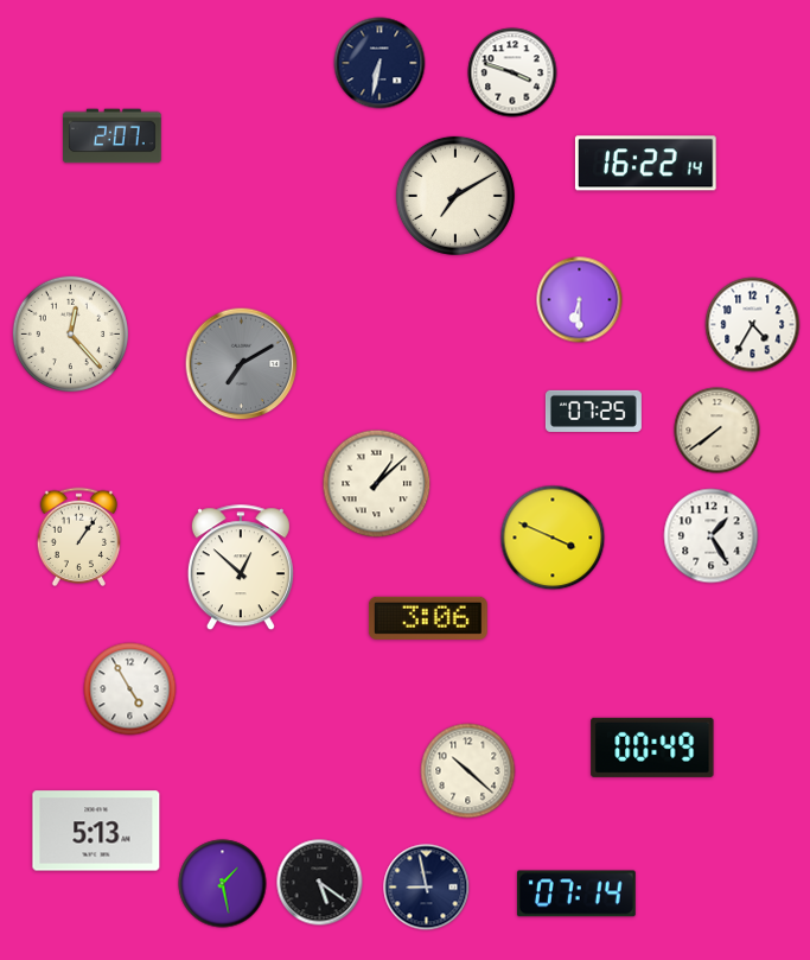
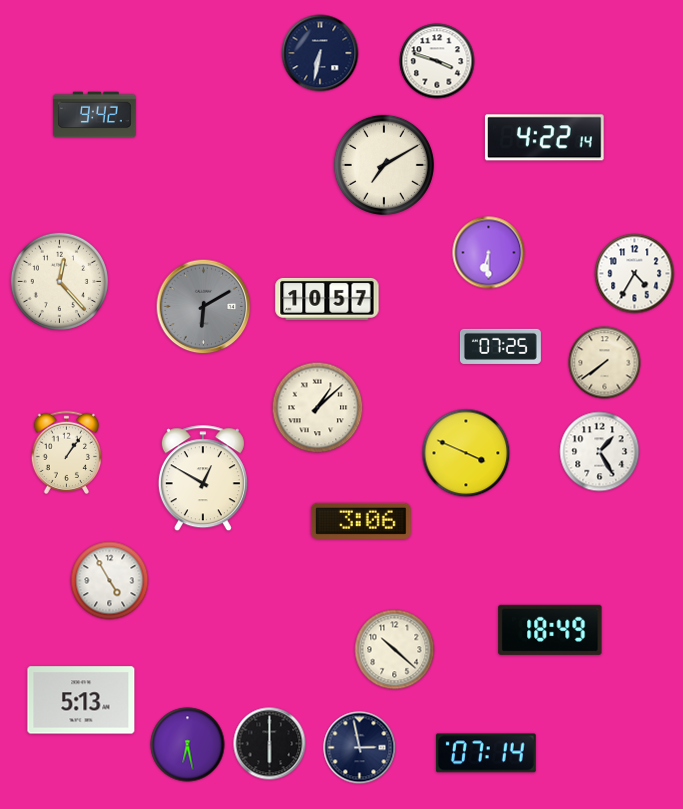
clock at (512, 72) position: (512, 72) -> (437, 61)
clock at (113, 136): 2:07 -> 9:42
clock at (645, 164): 16:22 -> 4:22
clock at (327, 299): none -> 10:57
clock at (242, 364): 7:10 -> 6:10
clock at (241, 568): 12:52 -> 12:50
clock at (652, 748): 00:49 -> 18:49
clock at (320, 883): 5:21 -> 6:00
clock at (223, 884): 1:28 -> 6:28
clock at (427, 888): 8:58 -> 2:58
